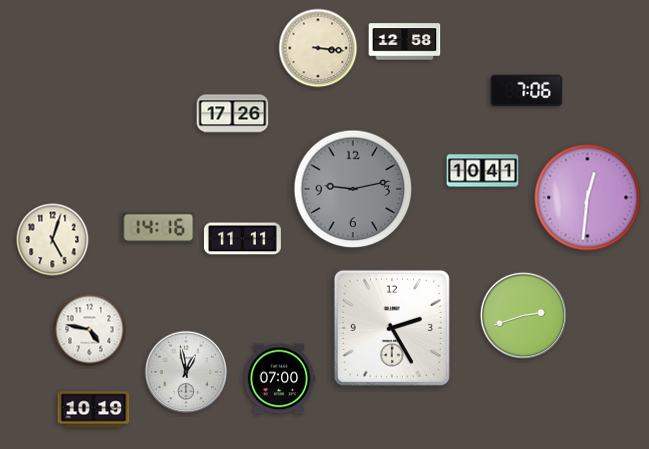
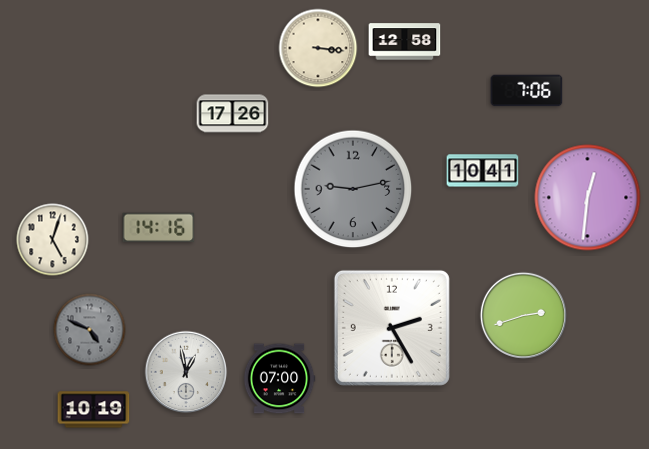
clock at (242, 239): 11:11 -> none
clock at (90, 330): 4:47 -> 4:49
clock at (90, 330) dial: white -> grey
